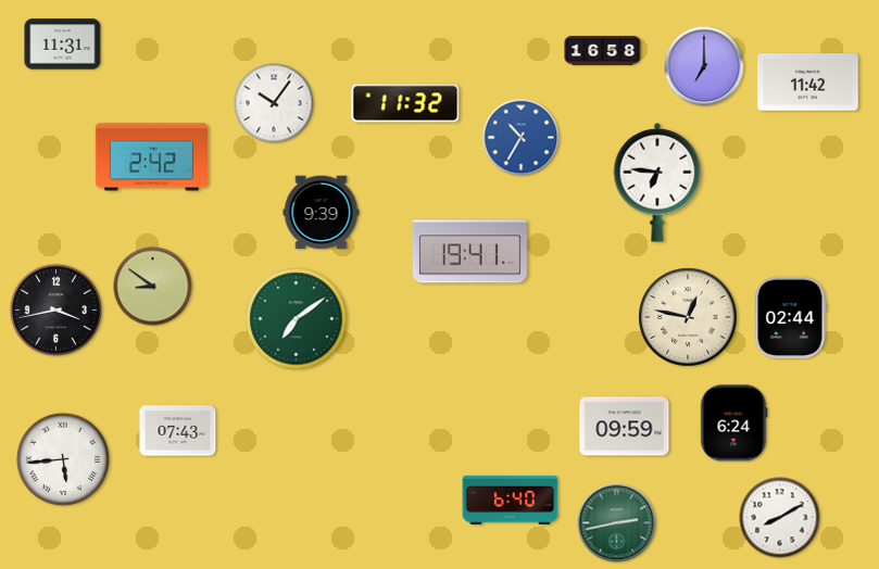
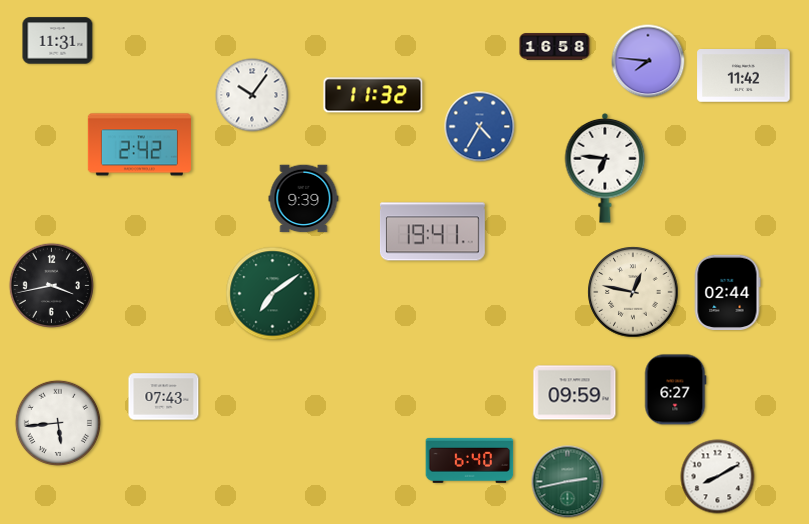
clock at (704, 66): 7:00 -> 7:46
clock at (522, 138): 10:35 -> 4:35
clock at (322, 213) position: (322, 213) -> (304, 199)
clock at (153, 287): 8:51 -> none
clock at (733, 423): 6:24 -> 6:27
